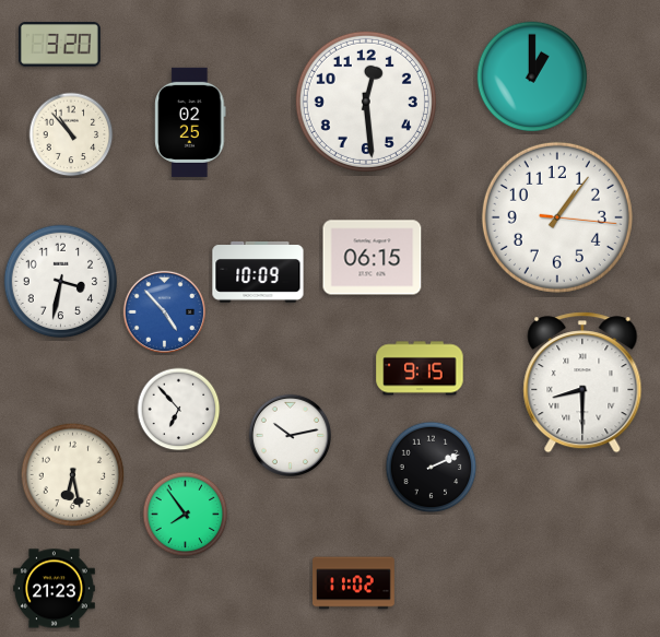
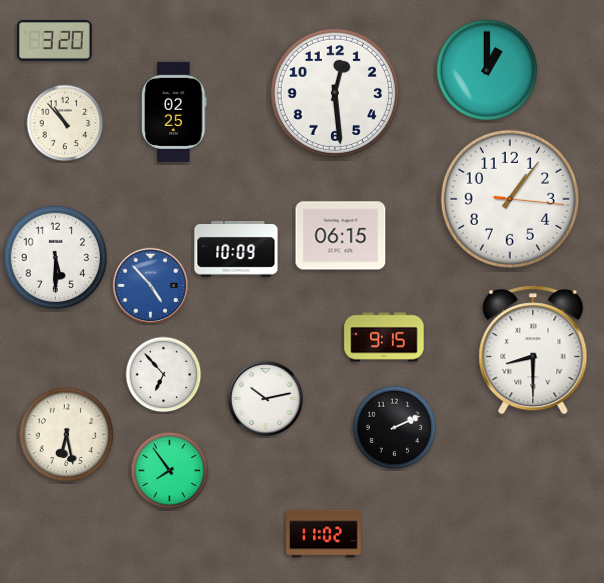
clock at (61, 282): 3:32 -> 5:30
clock at (55, 589): 21:23 -> none
